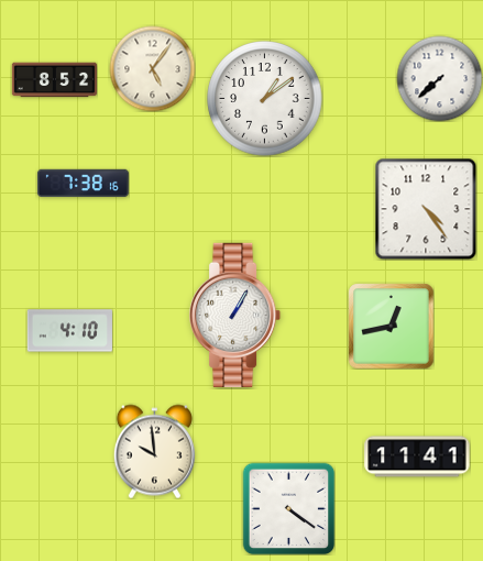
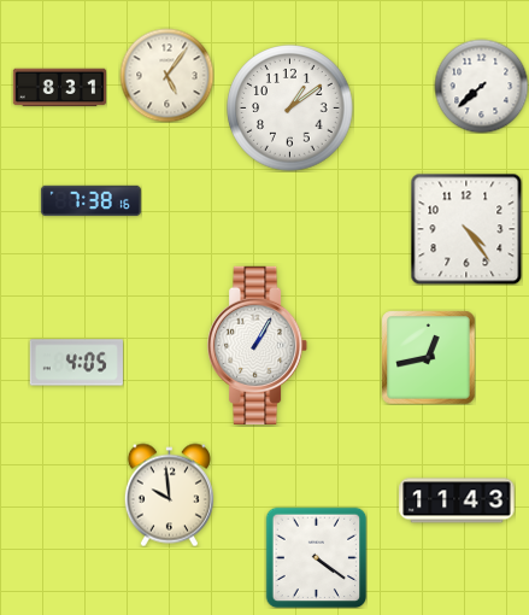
clock at (54, 80): 8:52 -> 8:31
clock at (69, 331): 4:10 -> 4:05
clock at (417, 457): 11:41 -> 11:43
